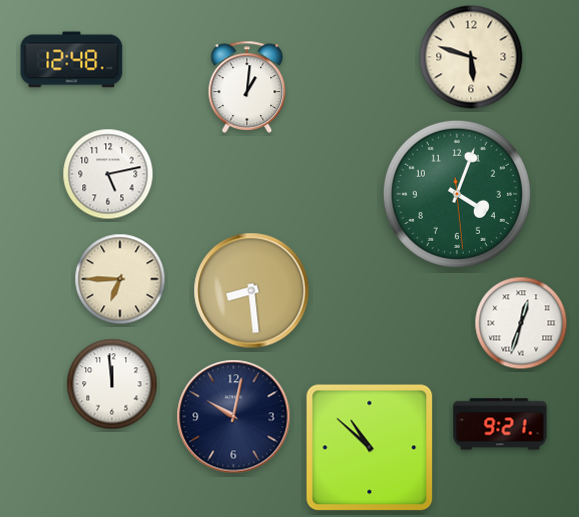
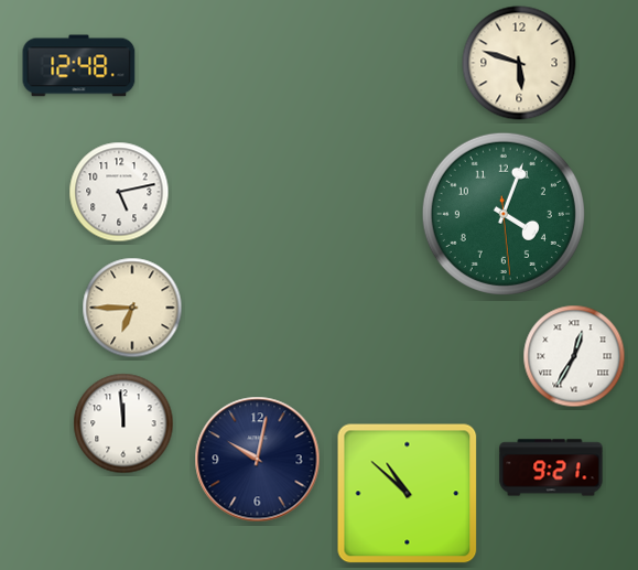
clock at (247, 87): 1:01 -> none
clock at (252, 291): 8:29 -> none
clock at (521, 323): 12:33 -> 12:35
